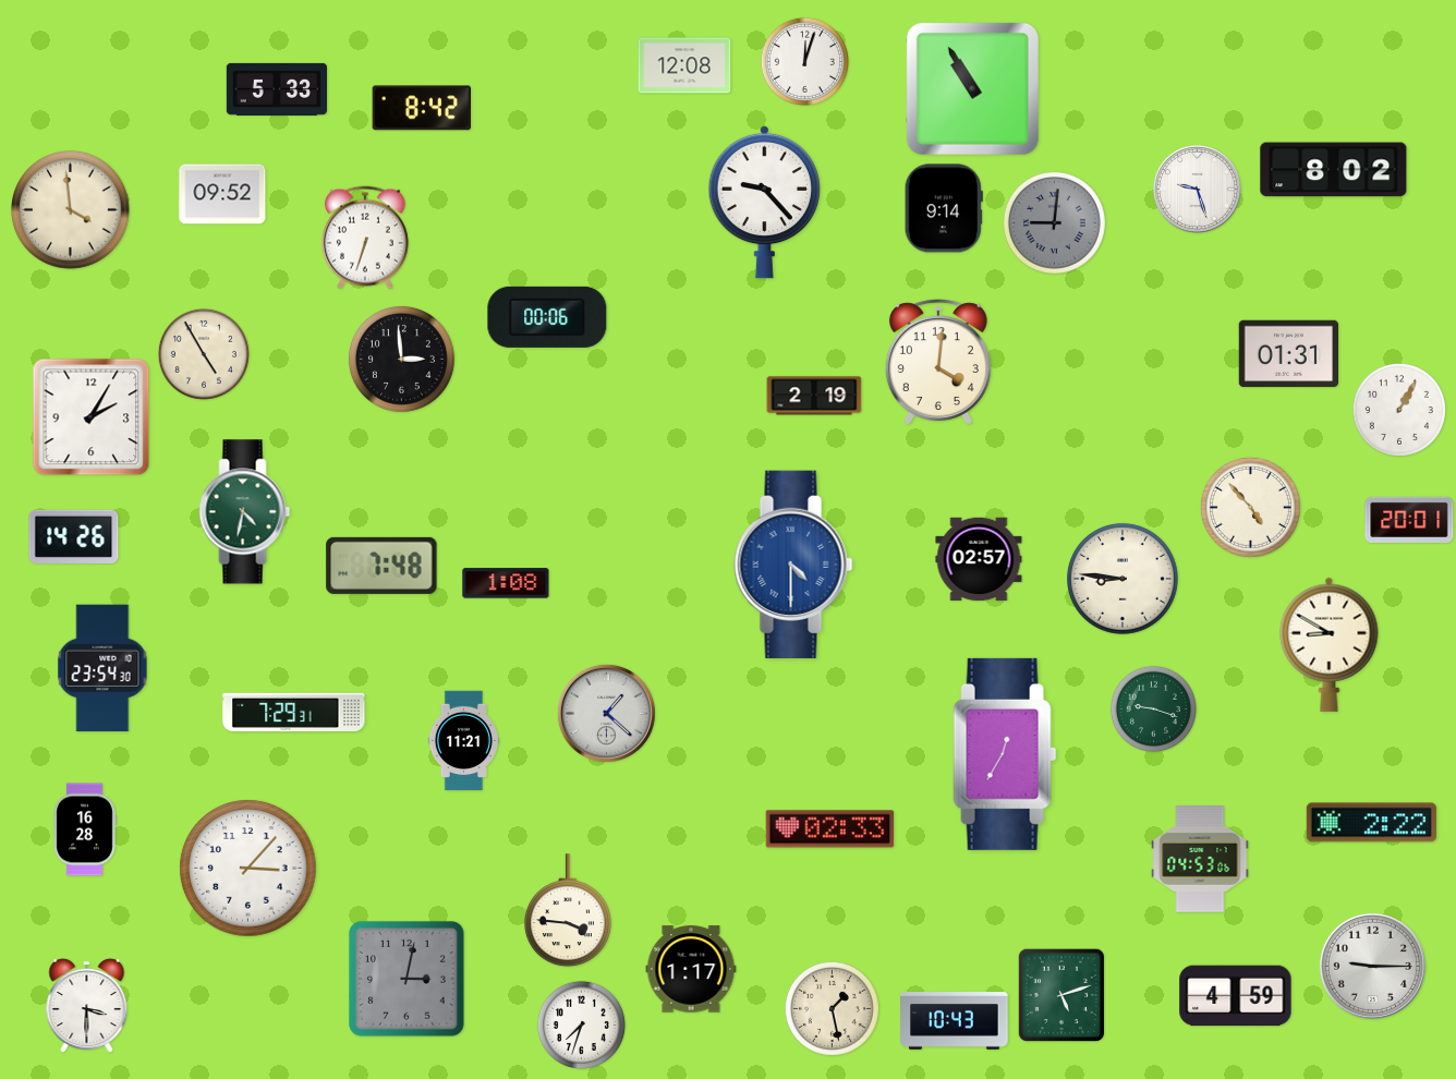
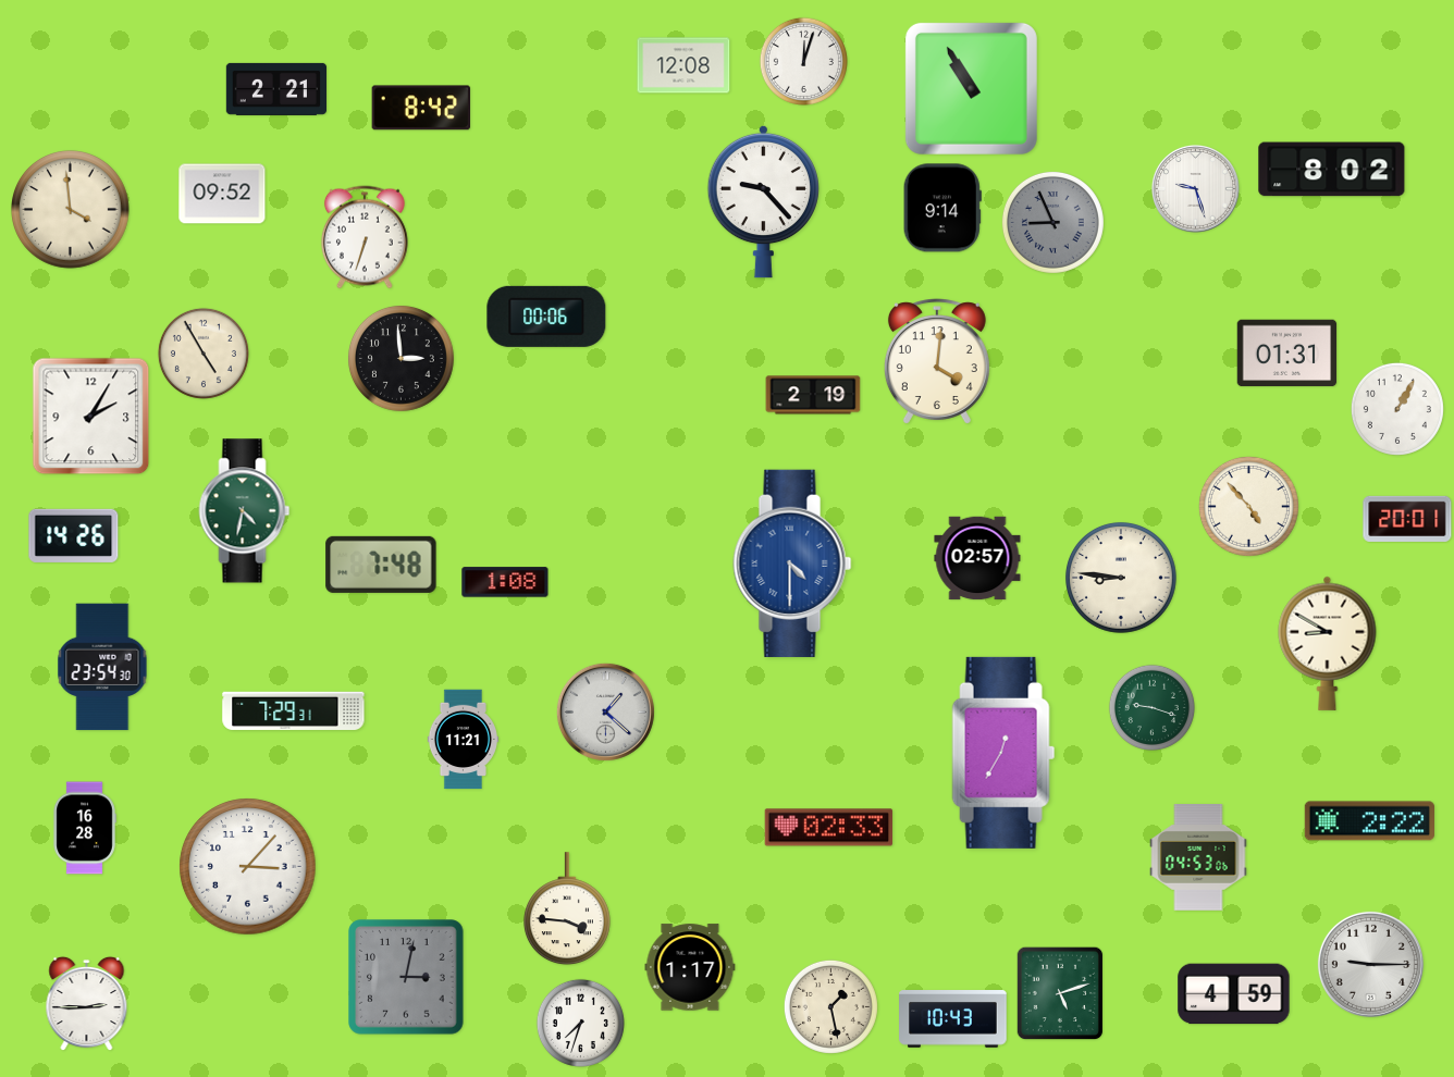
clock at (276, 89): 5:33 -> 2:21
clock at (1054, 222): 9:01 -> 8:56
clock at (87, 1006): 3:30 -> 2:45
